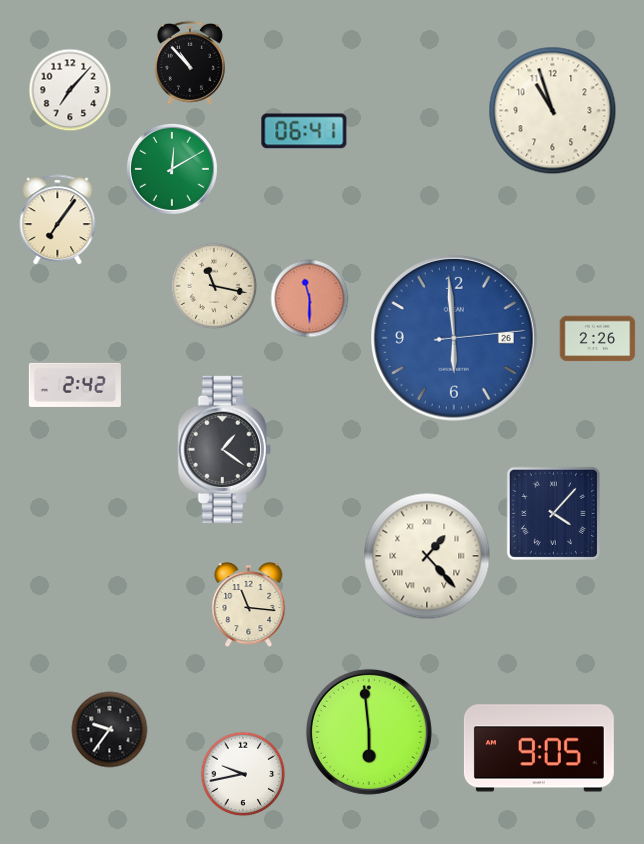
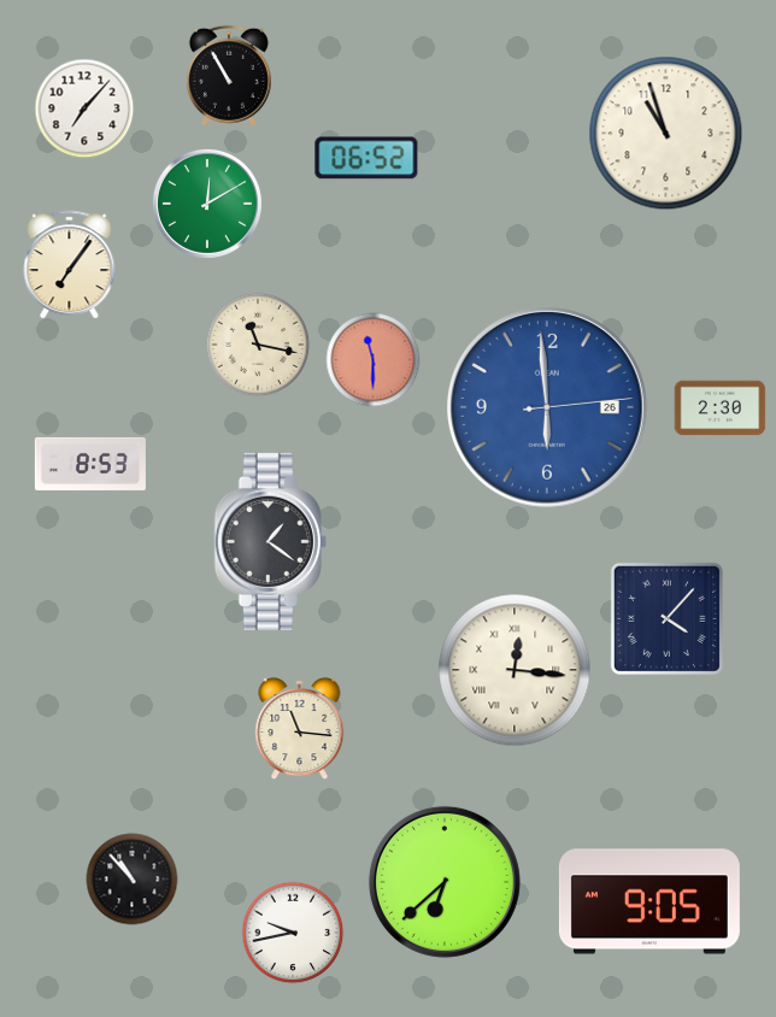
clock at (190, 63): 10:53 -> 10:55
clock at (304, 131): 06:41 -> 06:52
clock at (598, 339): 2:26 -> 2:30
clock at (75, 385): 2:42 -> 8:53
clock at (427, 556): 1:23 -> 12:16
clock at (110, 730): 9:36 -> 10:53
clock at (369, 732): 5:59 -> 6:38
